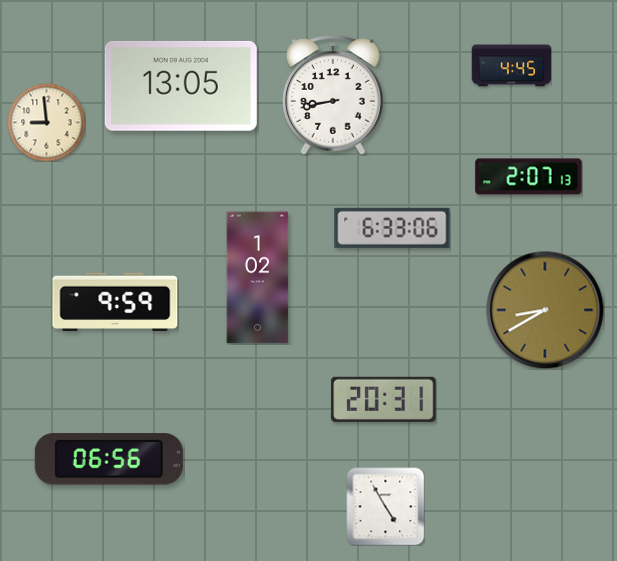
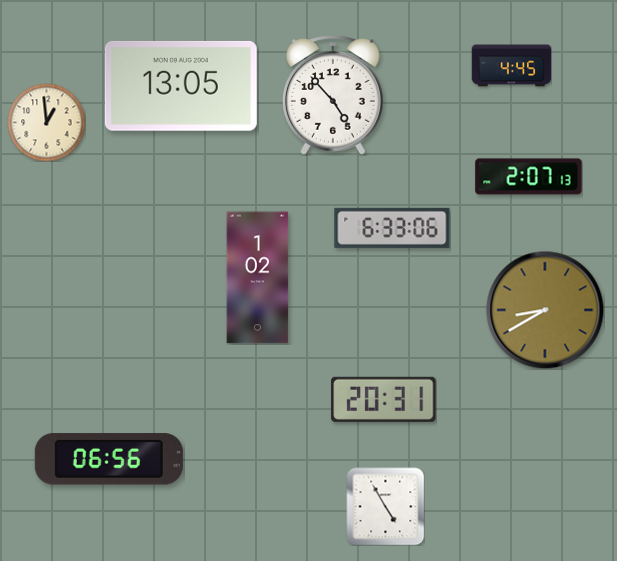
clock at (334, 95): 8:43 -> 4:53
clock at (46, 122): 8:59 -> 12:59
clock at (115, 302): 9:59 -> none
